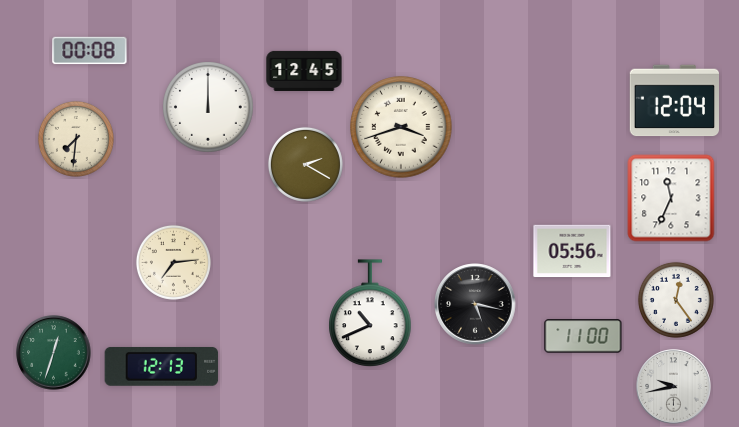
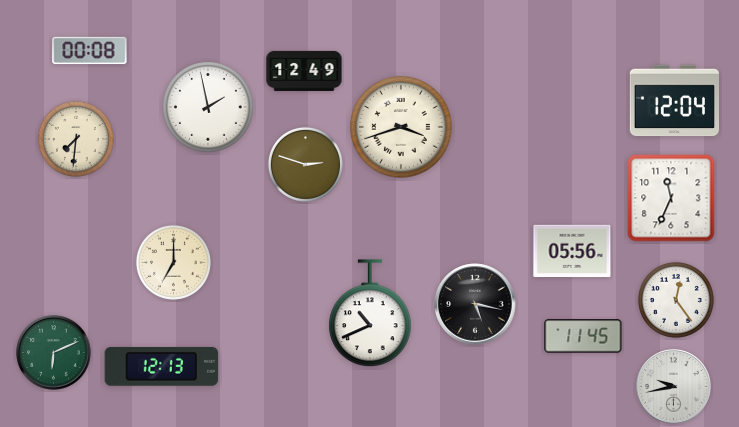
clock at (304, 71): 12:45 -> 12:49
clock at (208, 107): 12:00 -> 1:58
clock at (305, 164): 2:20 -> 2:48
clock at (173, 262): 7:14 -> 7:00
clock at (583, 336): 11:00 -> 11:45
clock at (54, 353): 12:33 -> 6:11
